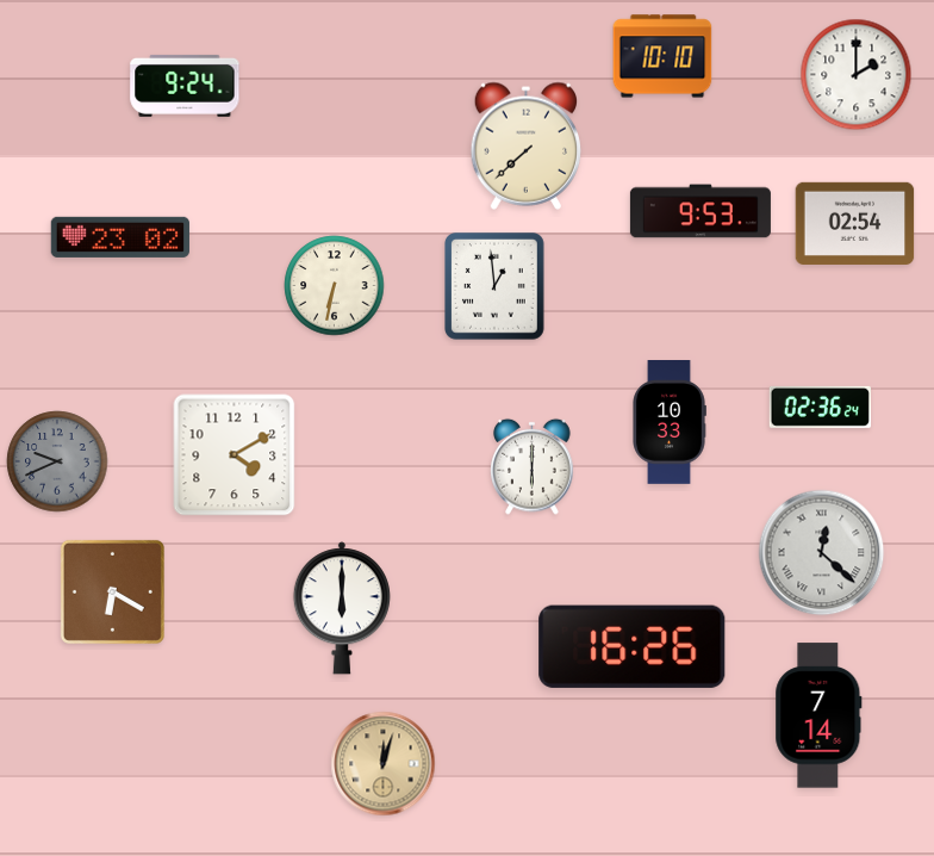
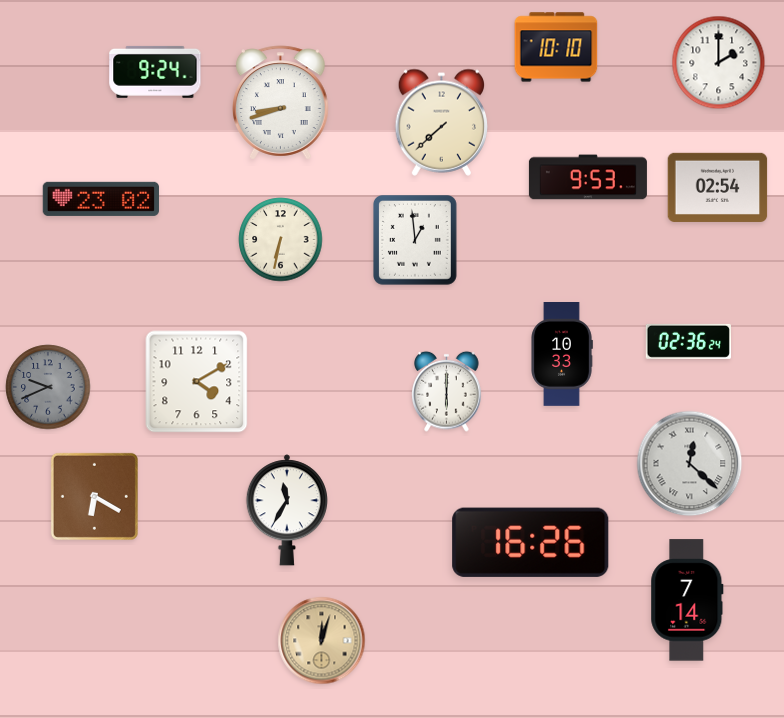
clock at (280, 103): none -> 8:42
clock at (342, 608): 6:00 -> 11:35
